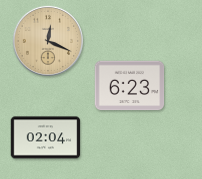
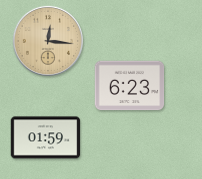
clock at (48, 41): 12:19 -> 12:16
clock at (46, 138): 02:04 -> 01:59
